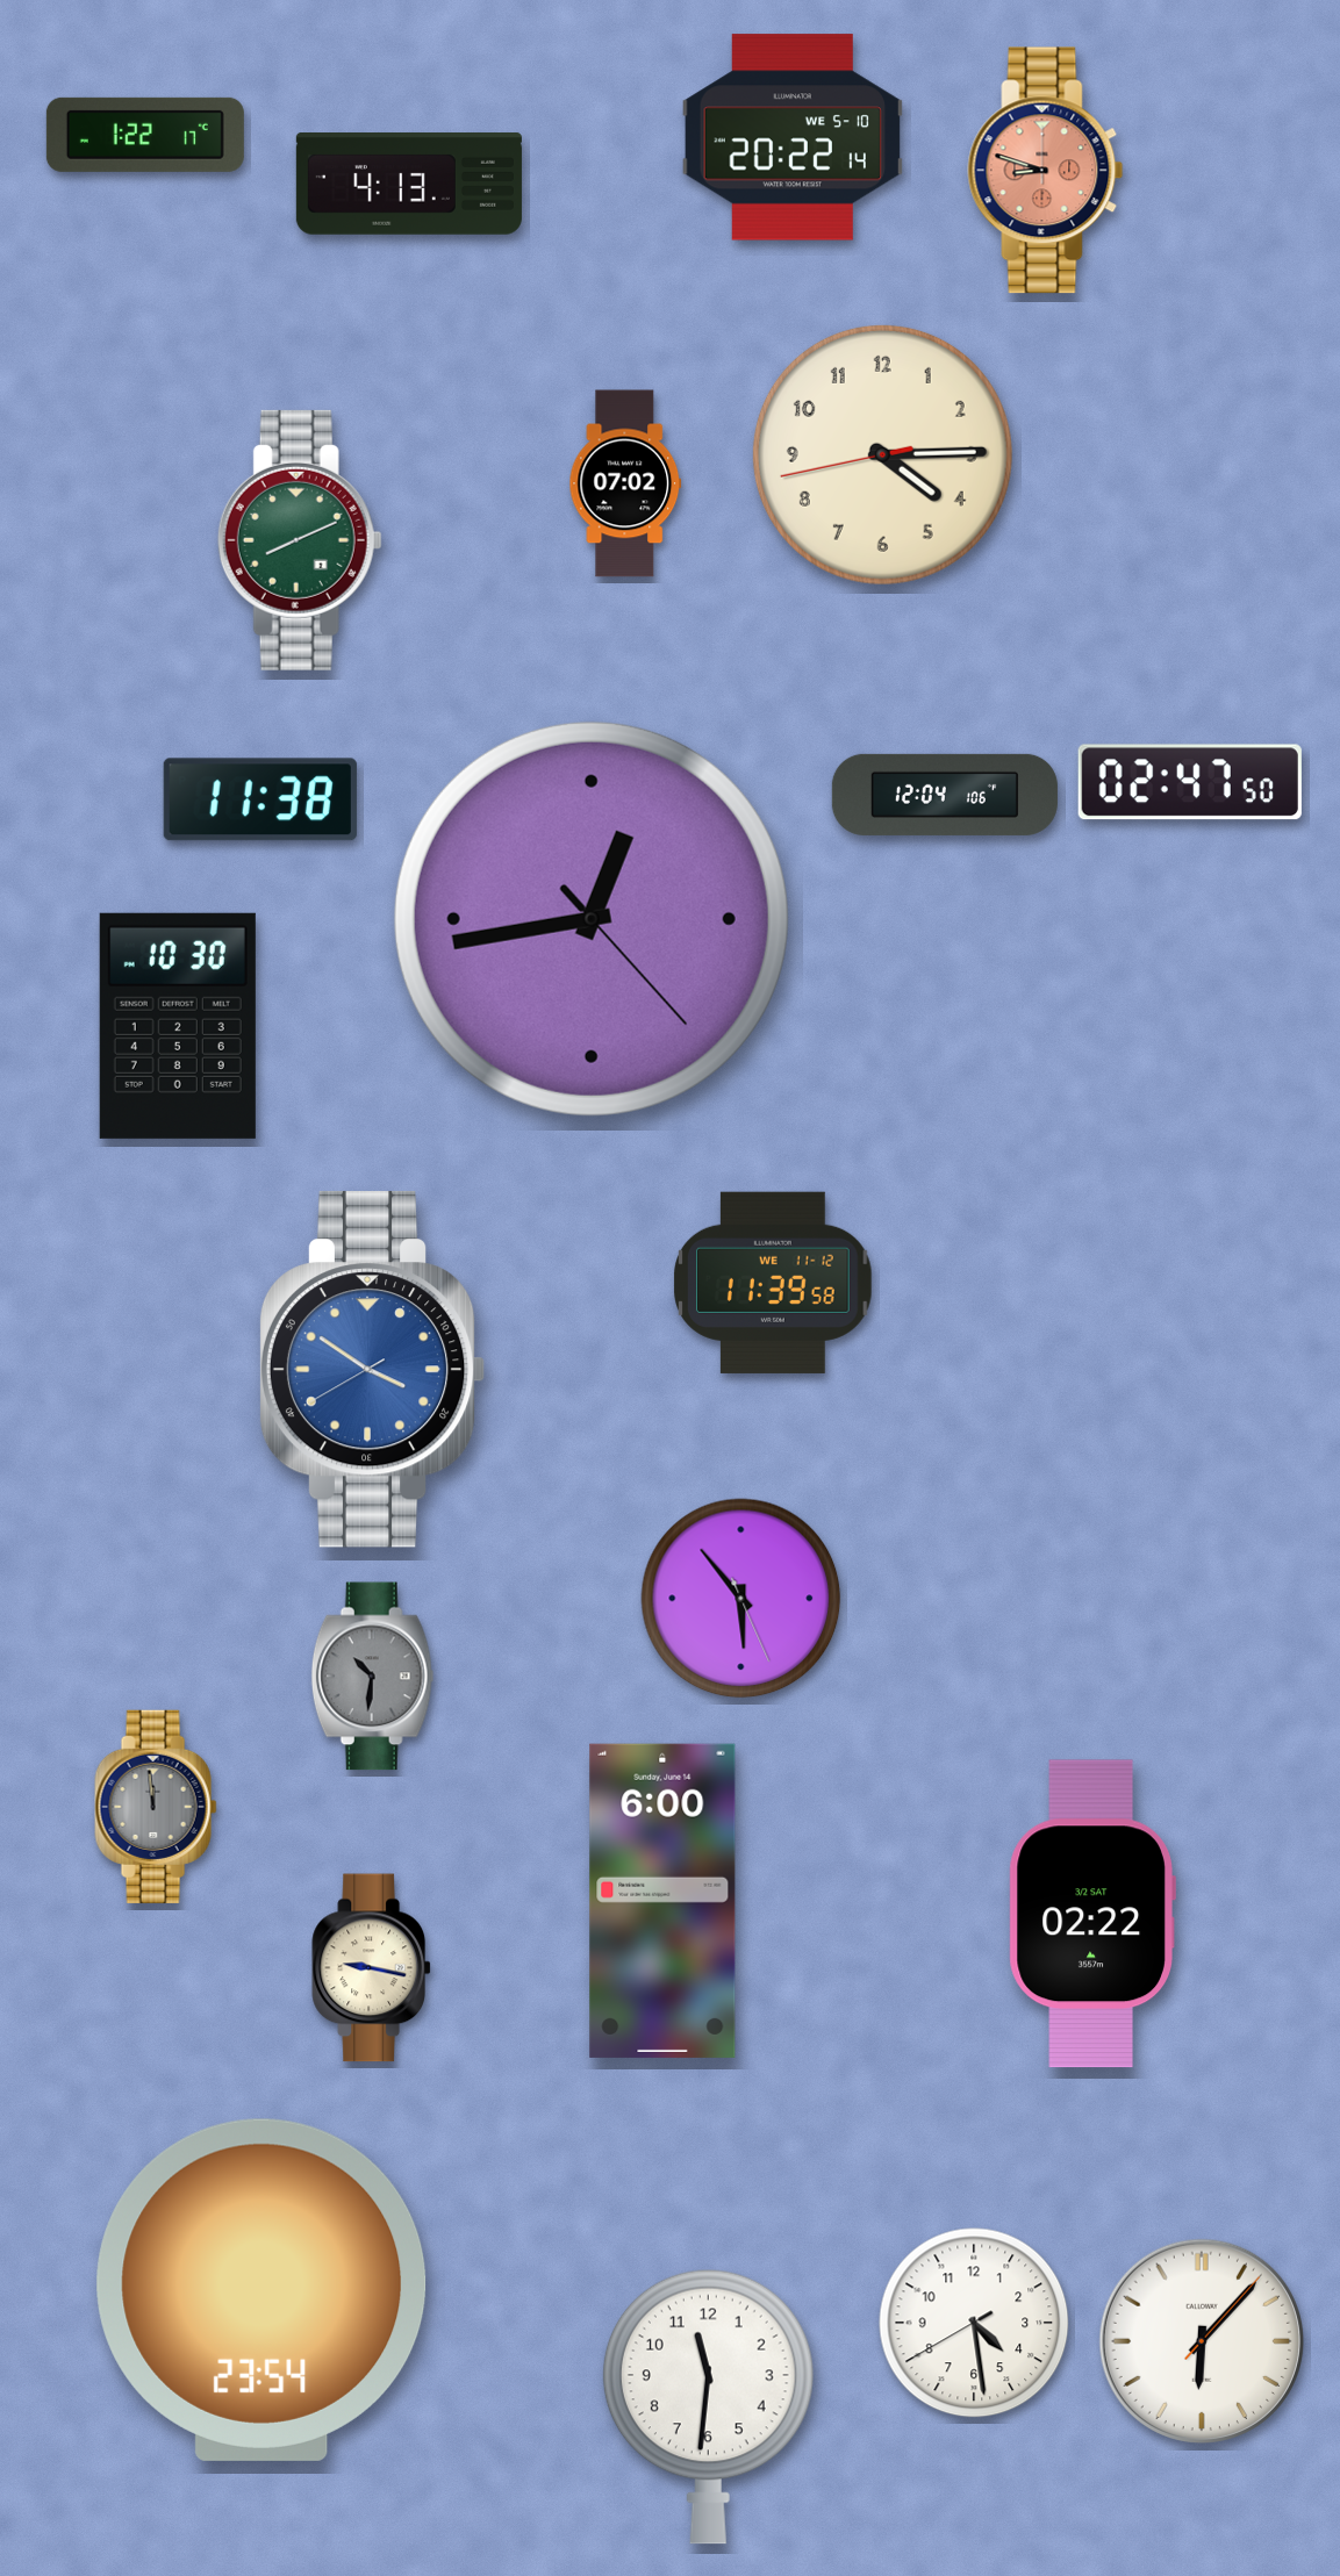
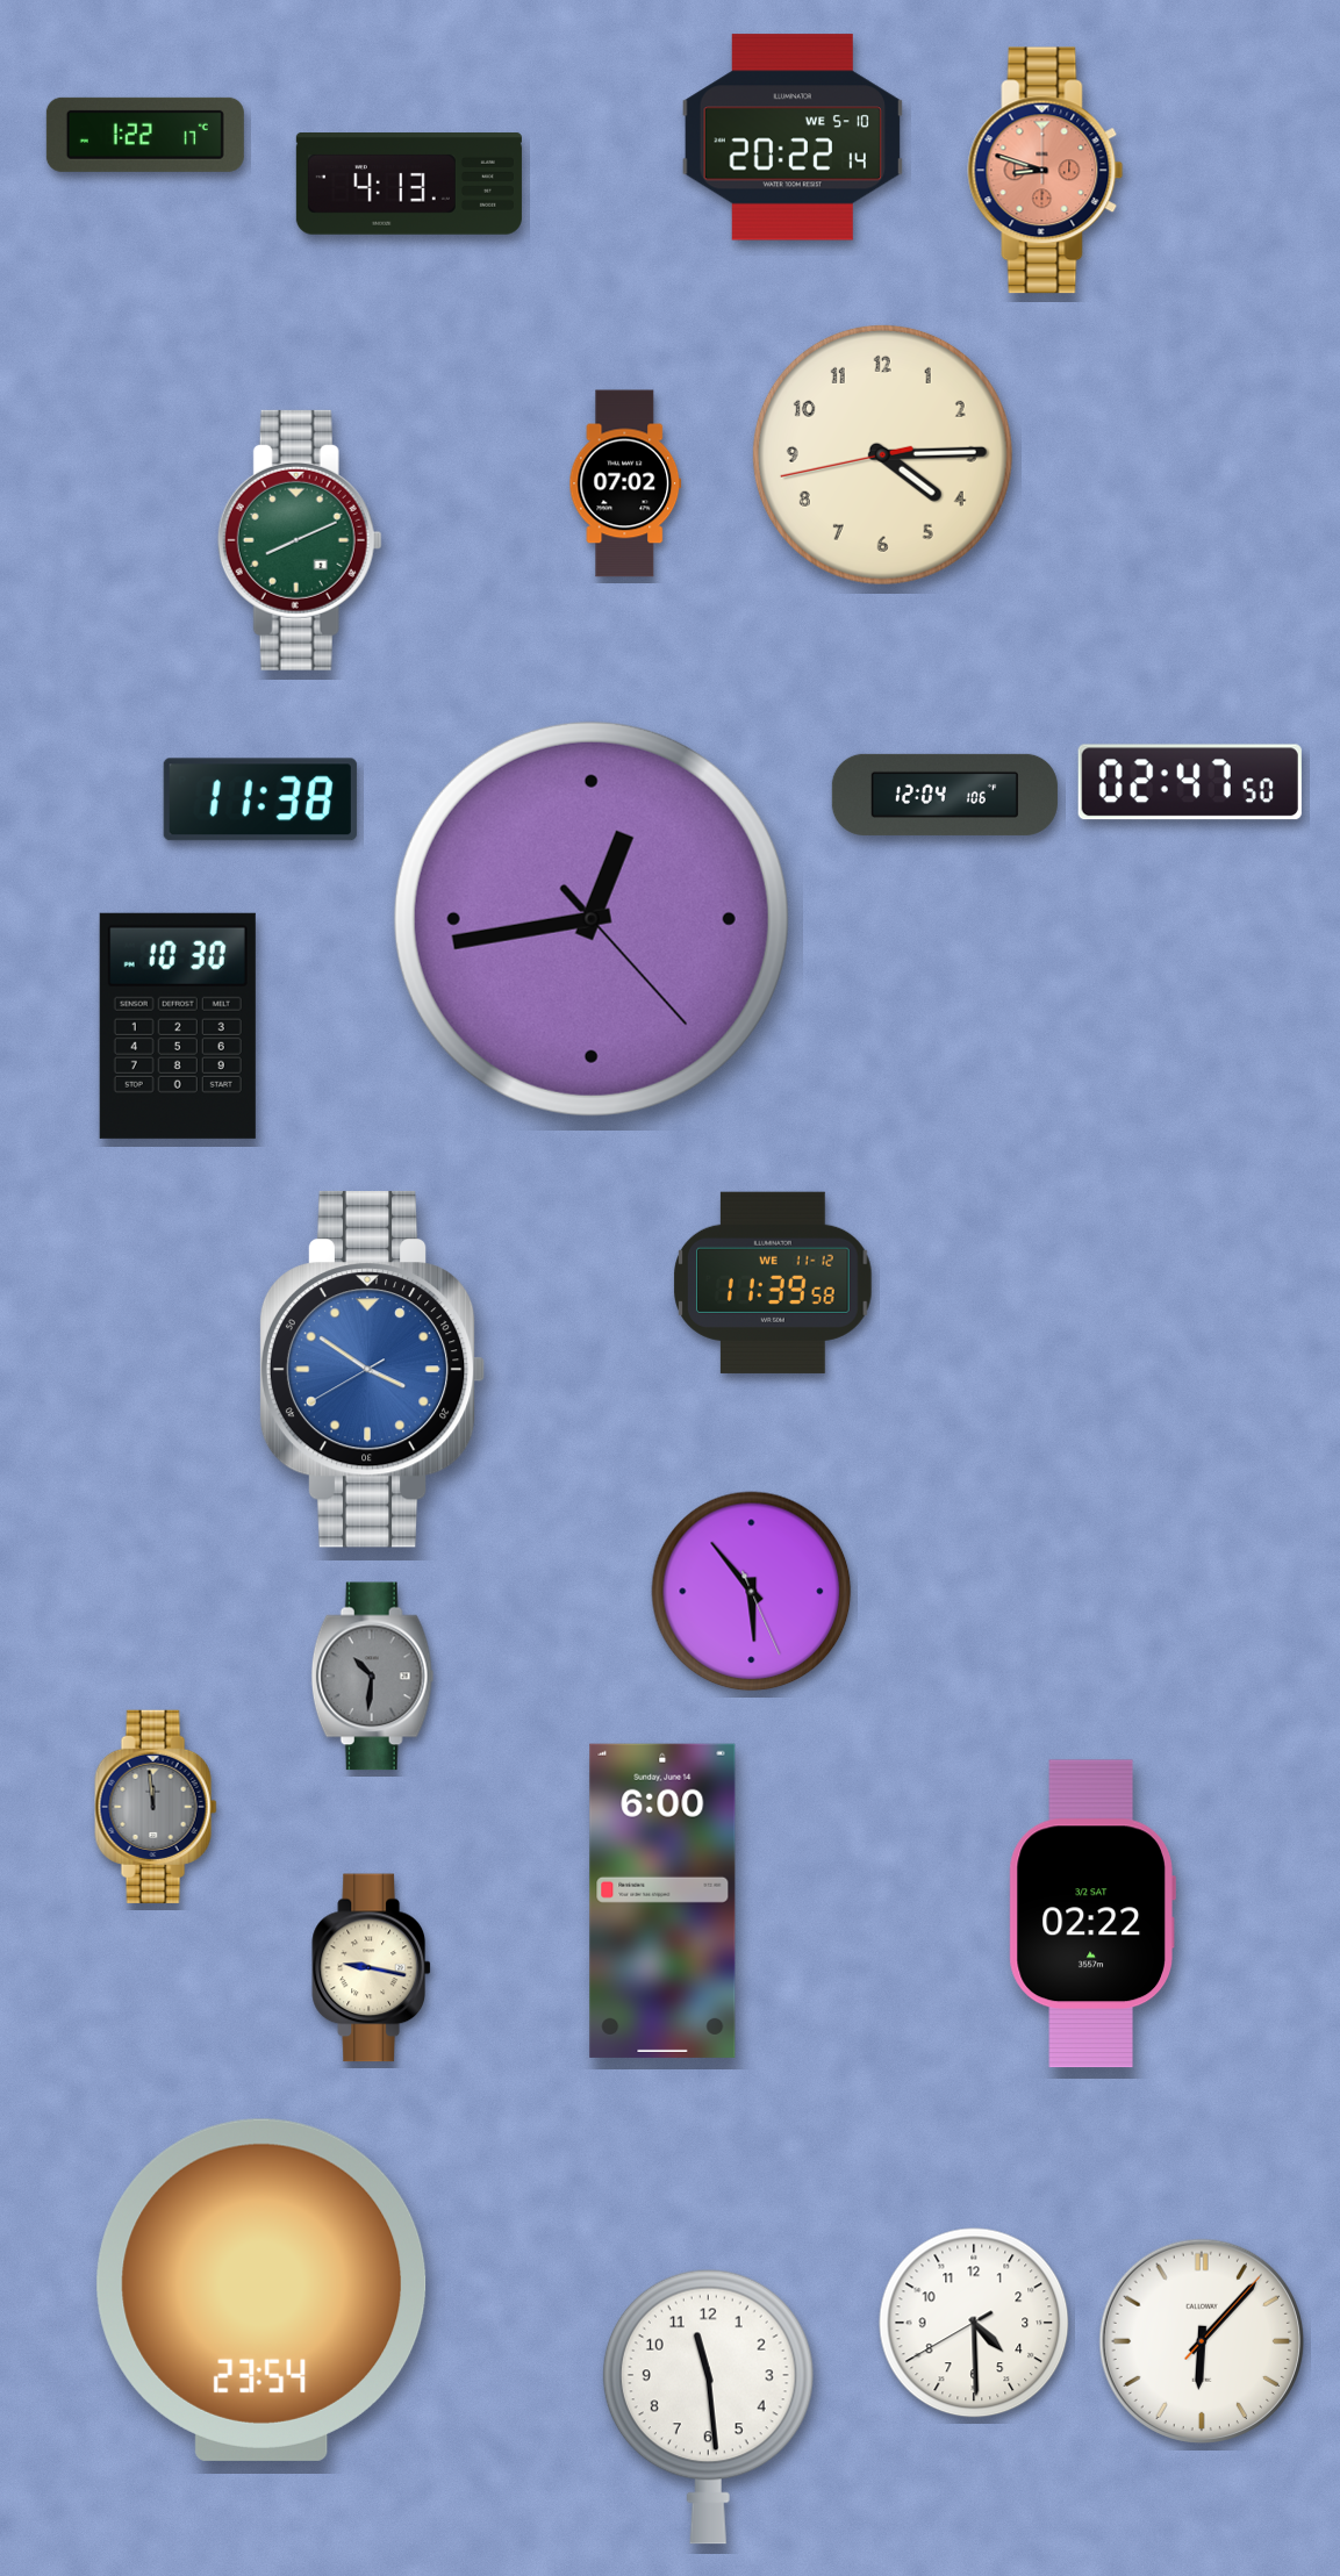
clock at (741, 1599) position: (741, 1599) -> (752, 1592)
clock at (974, 2323): 4:28 -> 4:29
clock at (708, 2406): 11:31 -> 11:29
